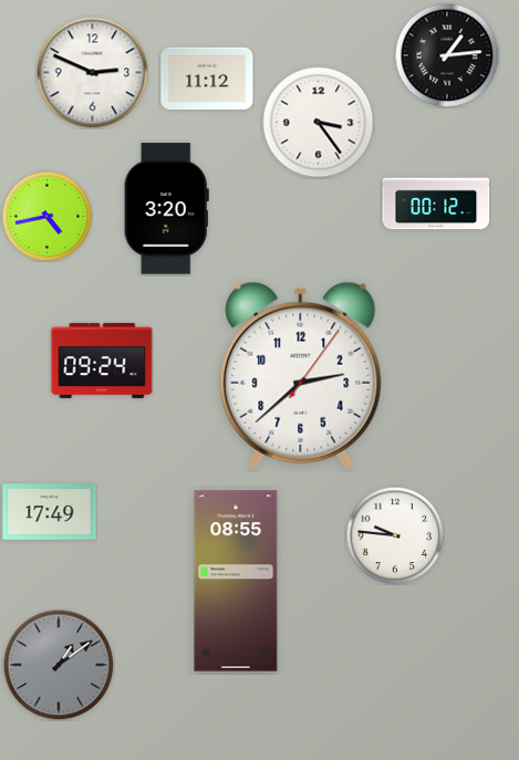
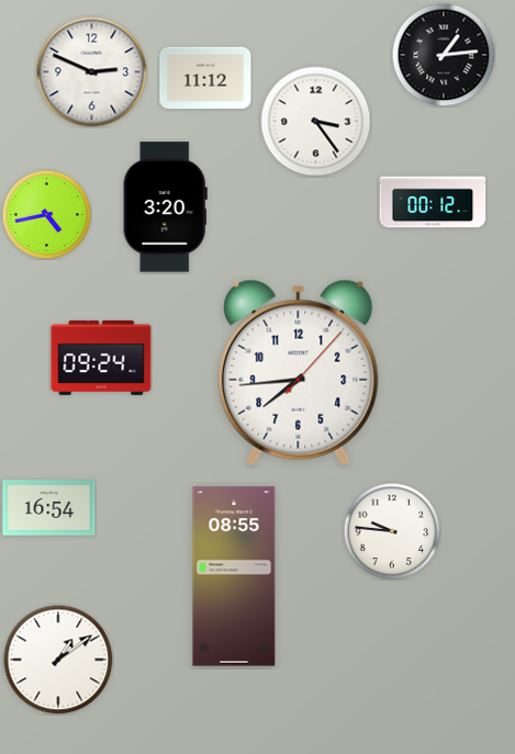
clock at (301, 375): 2:38 -> 7:44
clock at (50, 512): 17:49 -> 16:54
clock at (59, 665) dial: grey -> white
